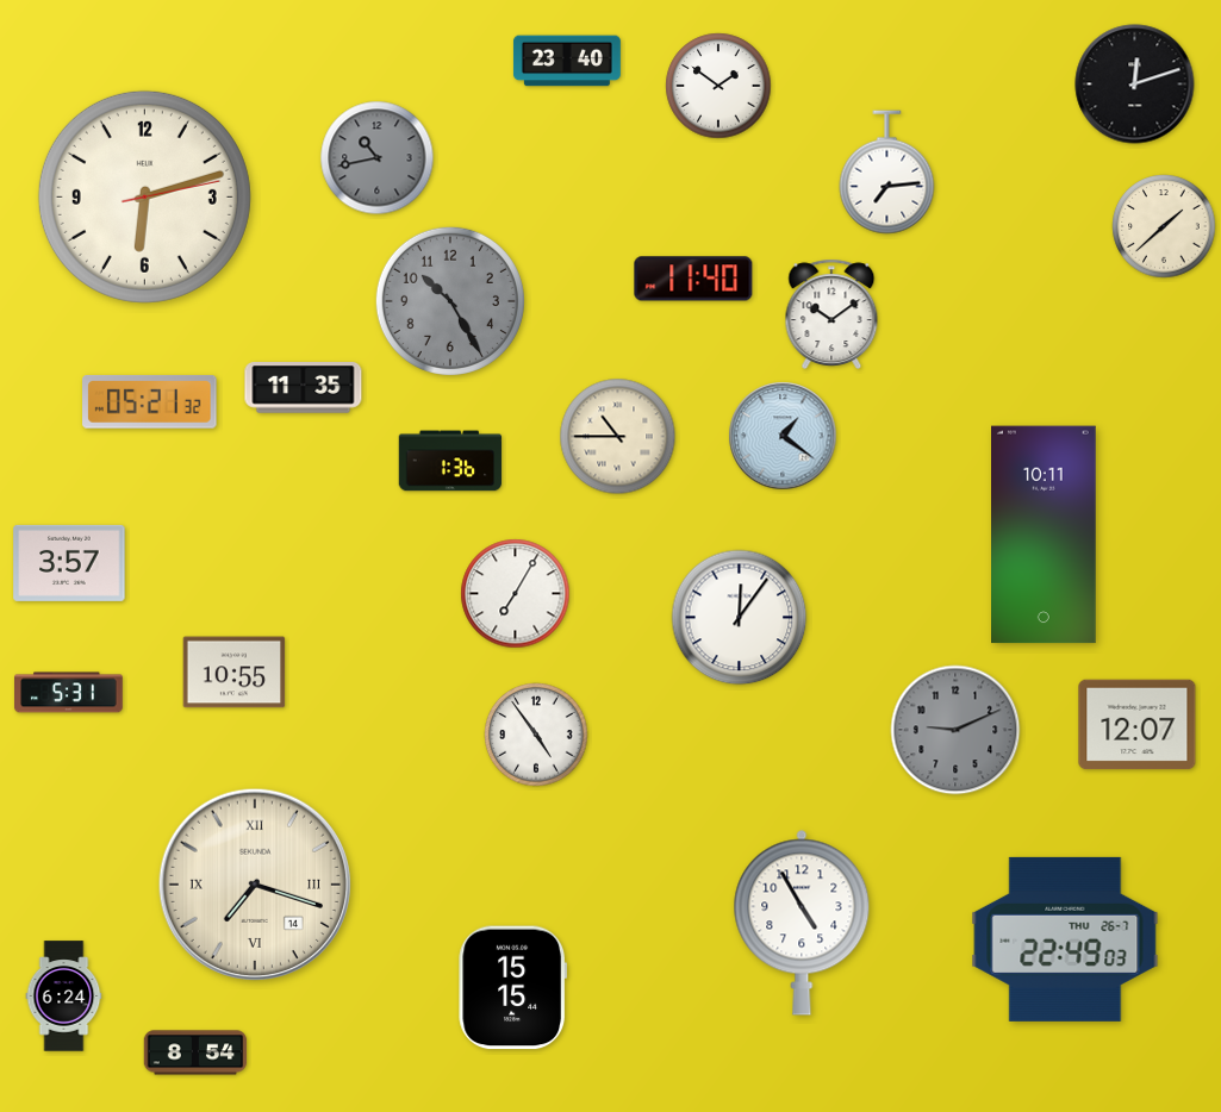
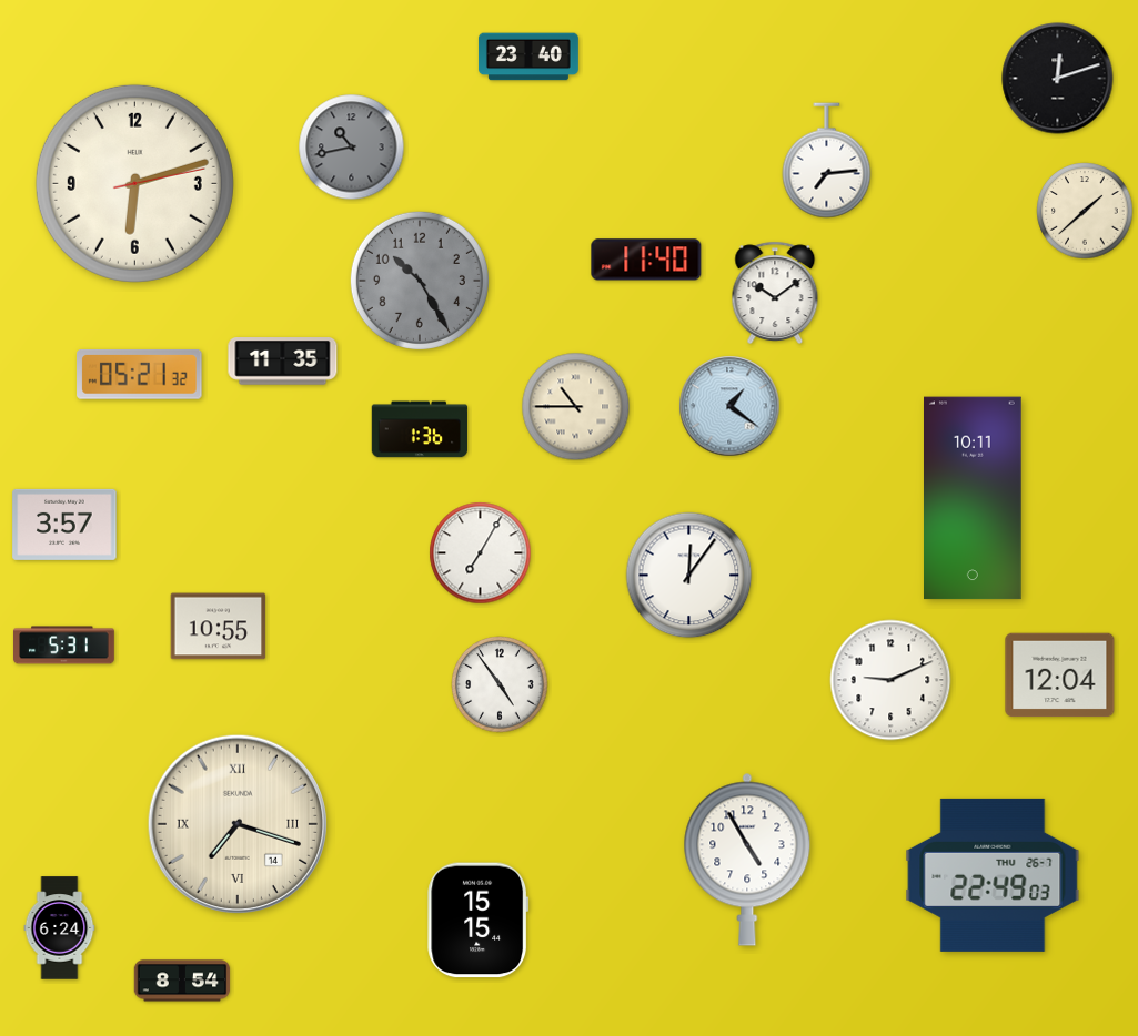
clock at (718, 86): 1:51 -> none
clock at (1138, 725): 12:07 -> 12:04
clock at (955, 730) dial: grey -> white
